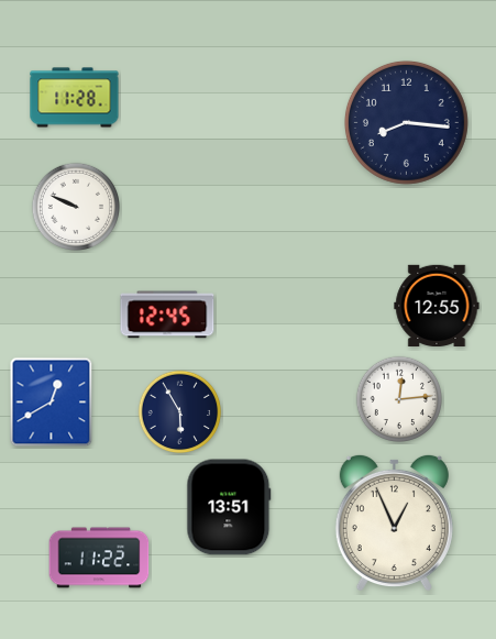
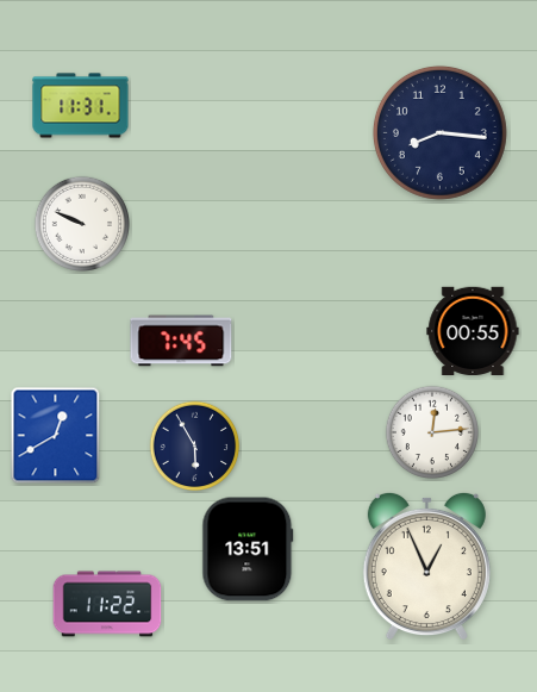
clock at (75, 98): 11:28 -> 11:31
clock at (437, 305): 12:55 -> 00:55
clock at (167, 315): 12:45 -> 7:45
